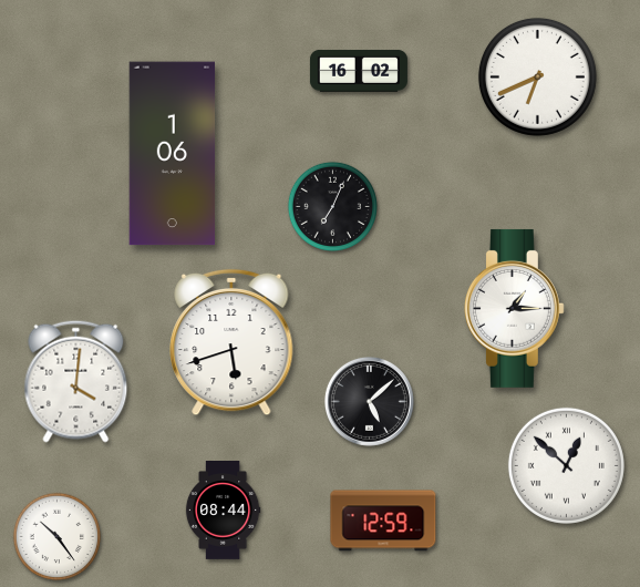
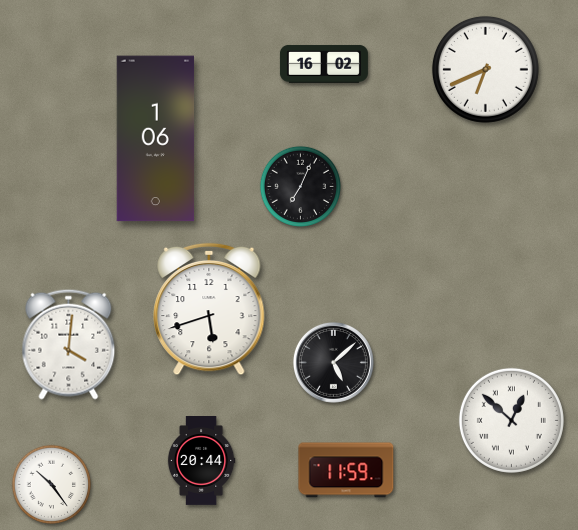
clock at (514, 308): 1:15 -> none
clock at (223, 511): 08:44 -> 20:44
clock at (383, 521): 12:59 -> 11:59
